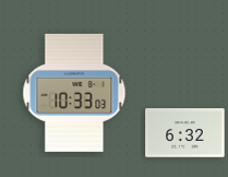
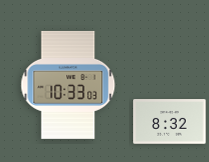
clock at (185, 133): 6:32 -> 8:32
